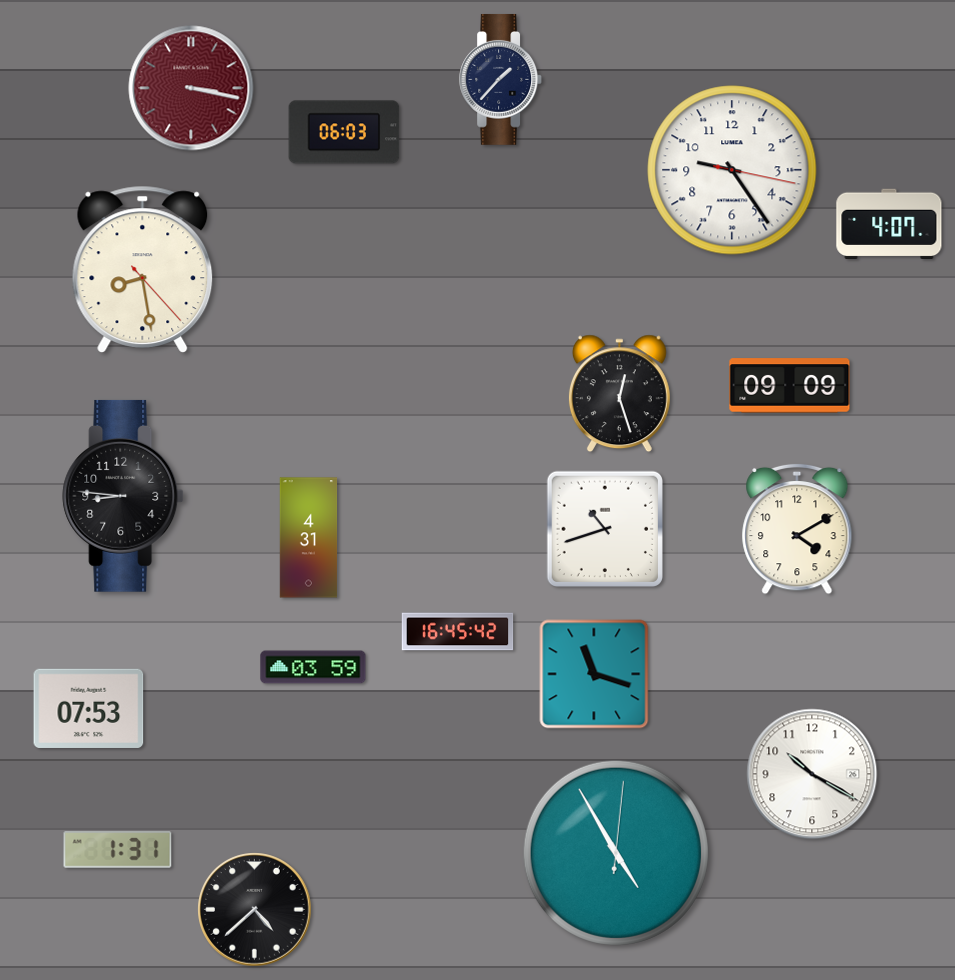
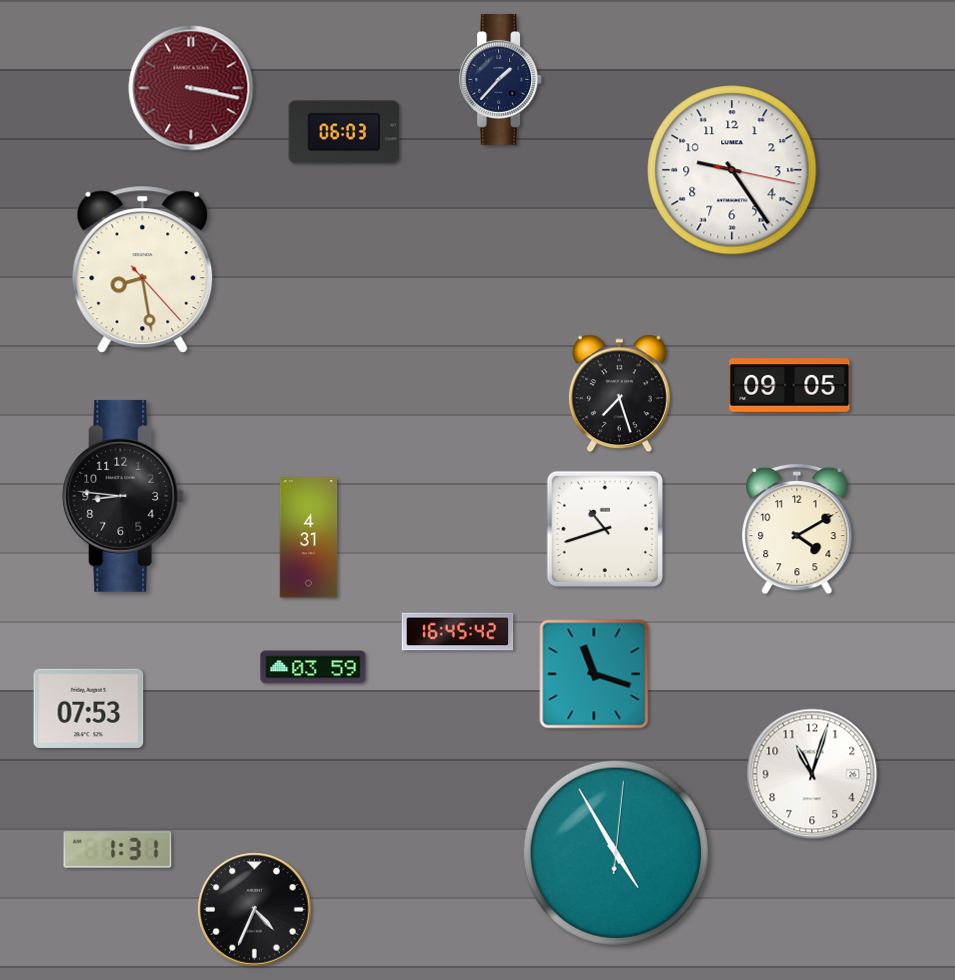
clock at (889, 224): 4:07 -> none
clock at (790, 386): 09:09 -> 09:05
clock at (619, 394): 12:27 -> 7:27
clock at (812, 774): 10:20 -> 11:03
clock at (255, 910): 4:38 -> 4:34
